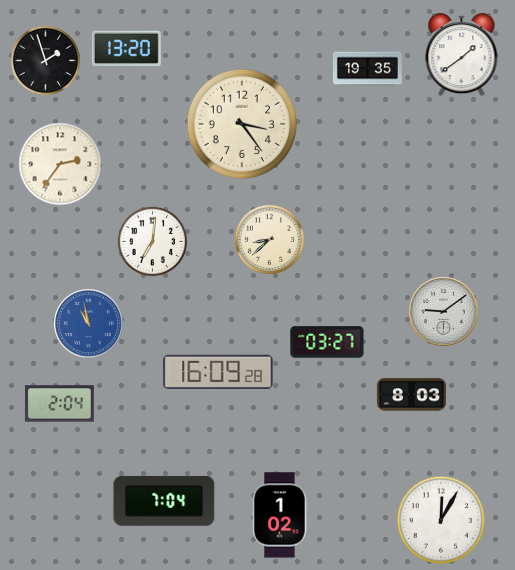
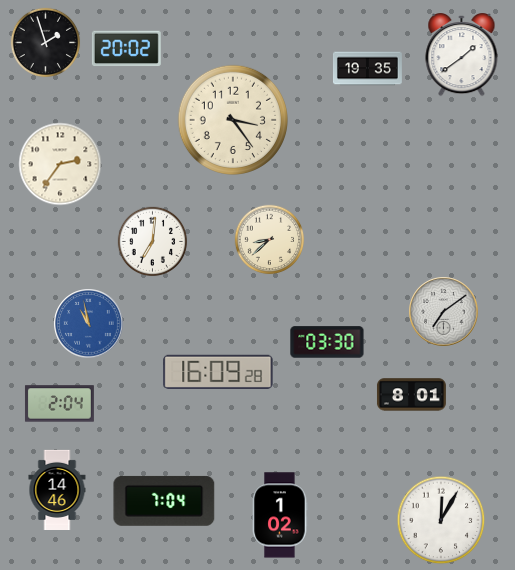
clock at (126, 49): 13:20 -> 20:02
clock at (46, 61) position: (46, 61) -> (46, 43)
clock at (241, 123) position: (241, 123) -> (232, 119)
clock at (444, 312): 9:09 -> 7:09
clock at (327, 342): 03:27 -> 03:30
clock at (411, 395): 8:03 -> 8:01
clock at (57, 489): none -> 14:46
